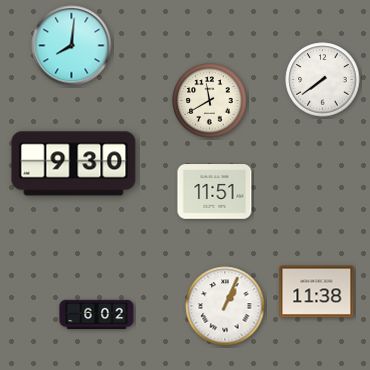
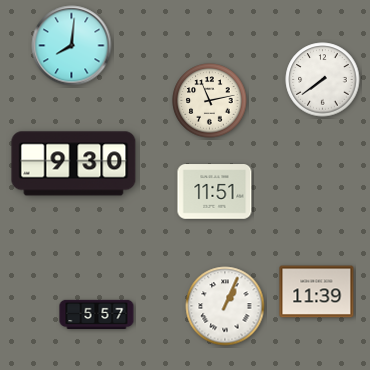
clock at (210, 101): 11:40 -> 11:13
clock at (317, 292): 11:38 -> 11:39
clock at (97, 314): 6:02 -> 5:57
